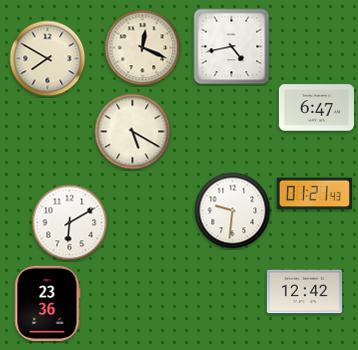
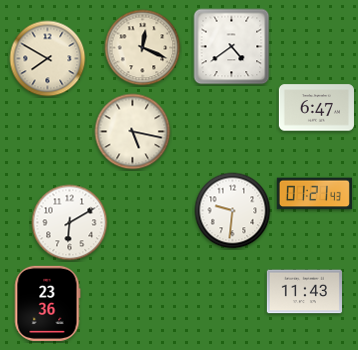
clock at (232, 47): 4:43 -> 4:39
clock at (133, 132): 5:20 -> 5:17
clock at (304, 292): 12:42 -> 11:43
